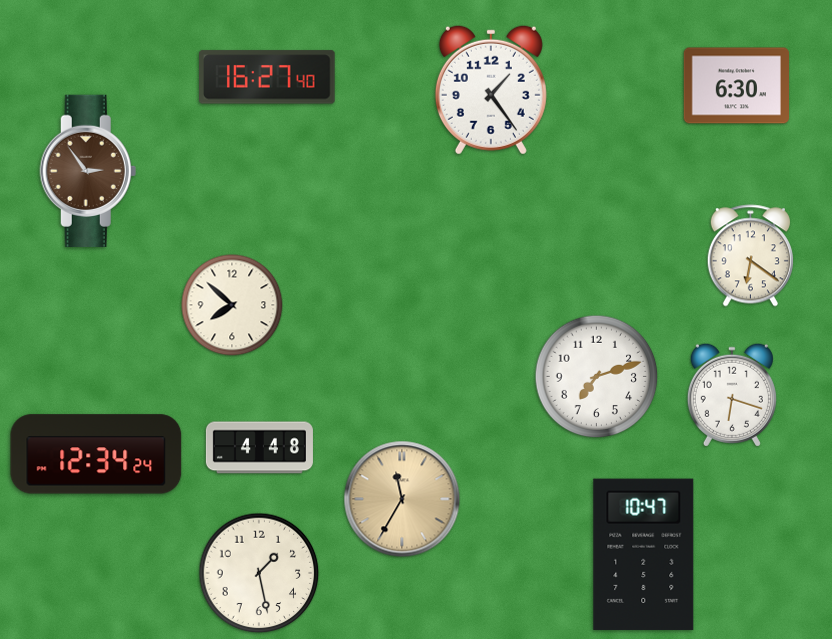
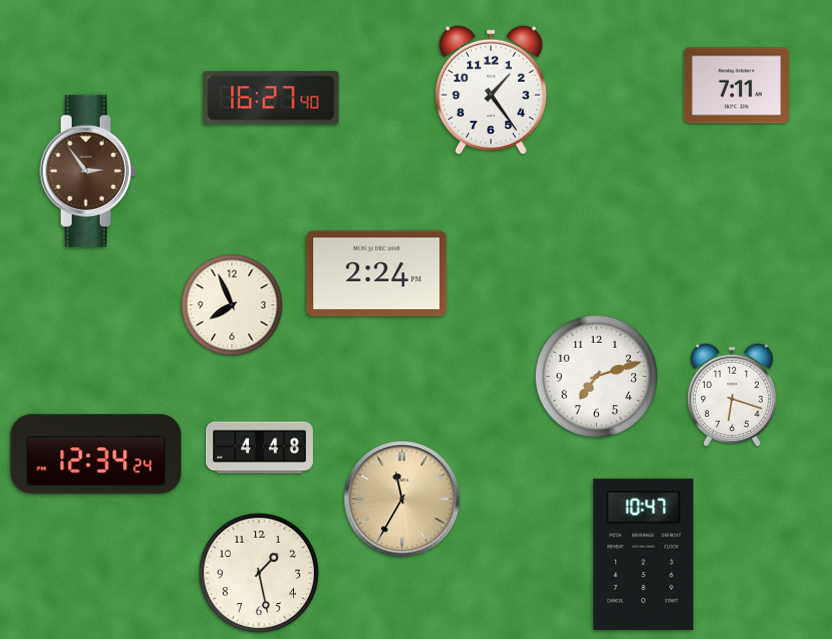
clock at (268, 77) position: (268, 77) -> (272, 98)
clock at (736, 86): 6:30 -> 7:11
clock at (750, 256): 6:21 -> none
clock at (377, 274): none -> 2:24
clock at (232, 305): 7:52 -> 7:56
